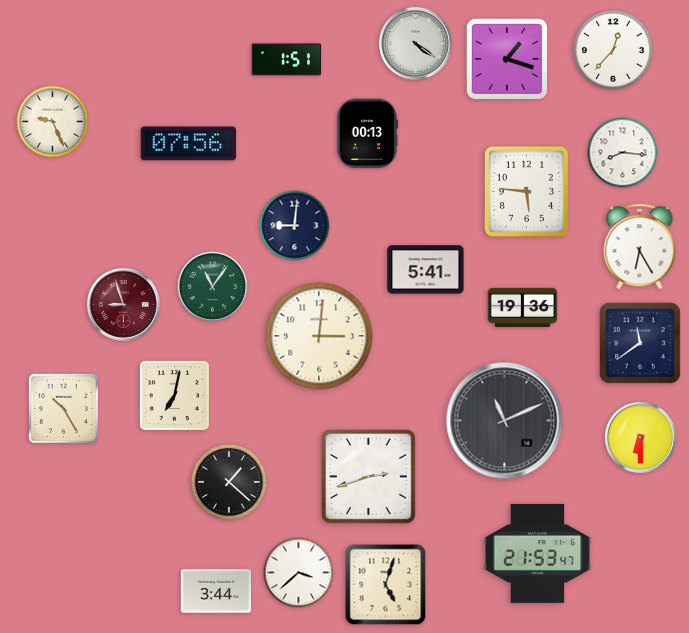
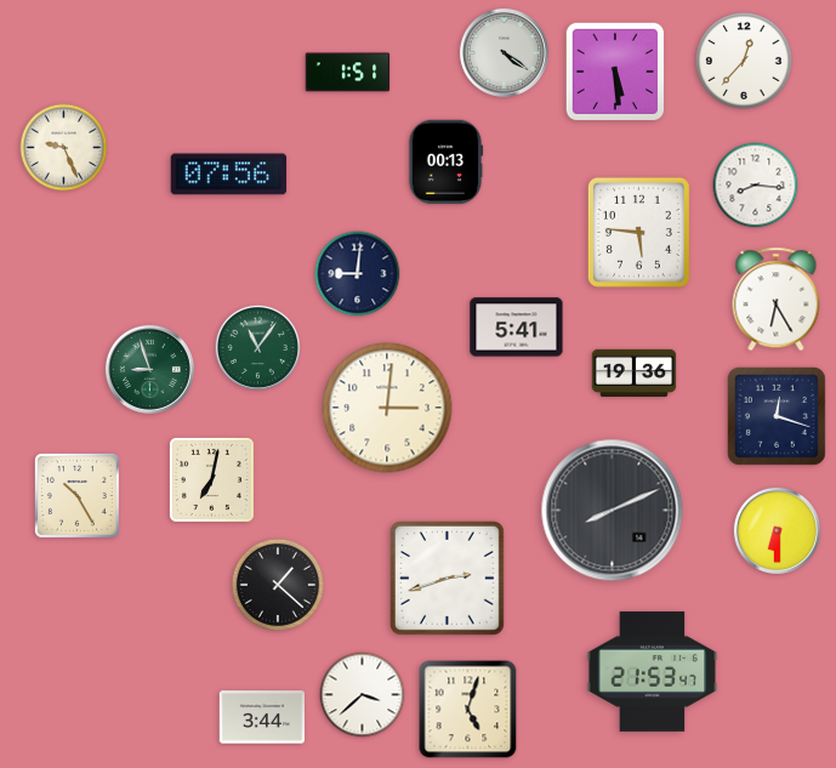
clock at (507, 59): 1:18 -> 5:29
clock at (123, 304) dial: burgundy -> green
clock at (640, 343): 11:39 -> 12:18
clock at (505, 421): 11:11 -> 8:11
